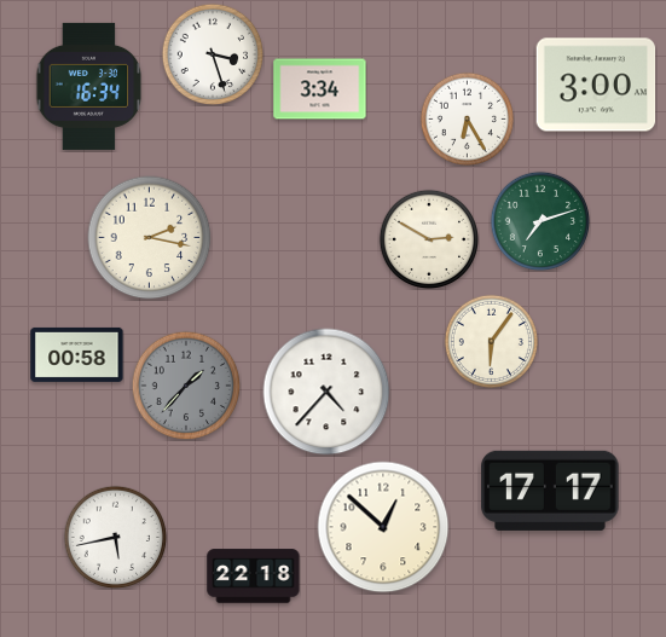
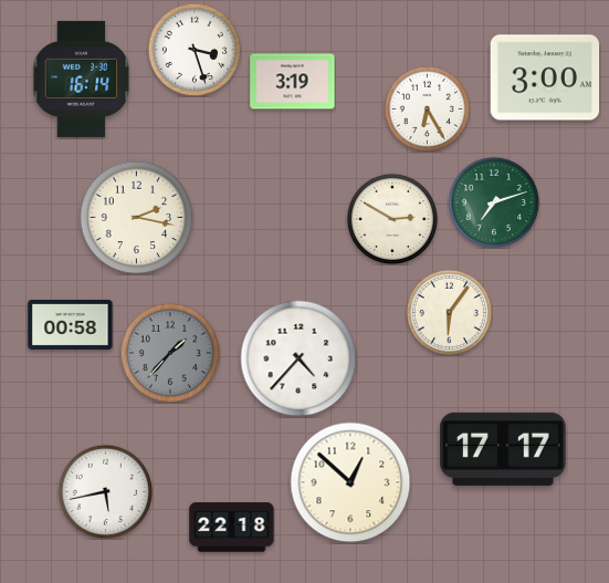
clock at (89, 86): 16:34 -> 16:14
clock at (320, 89): 3:34 -> 3:19
